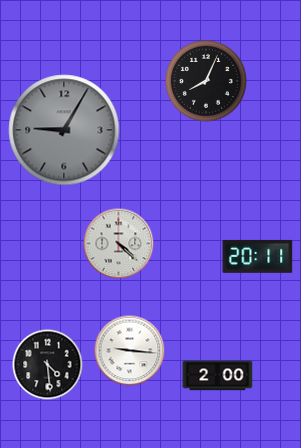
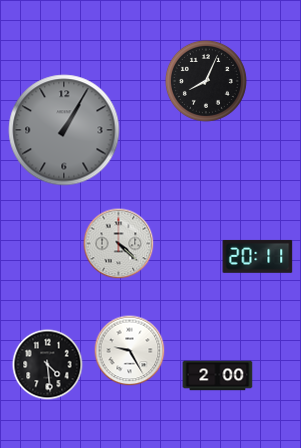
clock at (64, 130): 9:05 -> 1:05
clock at (130, 351): 9:16 -> 9:25
